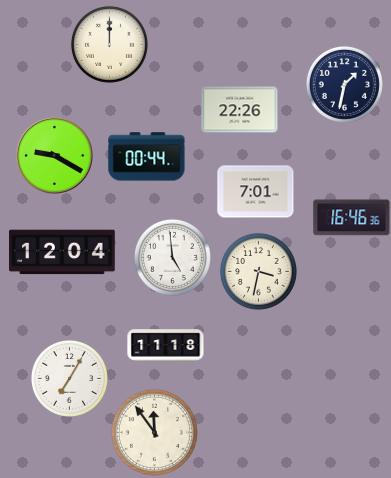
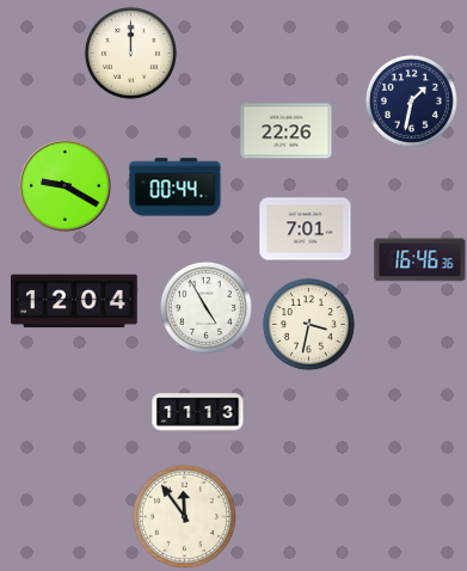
clock at (172, 257): 4:59 -> 4:55
clock at (166, 346): 11:18 -> 11:13
clock at (69, 378): 7:05 -> none
